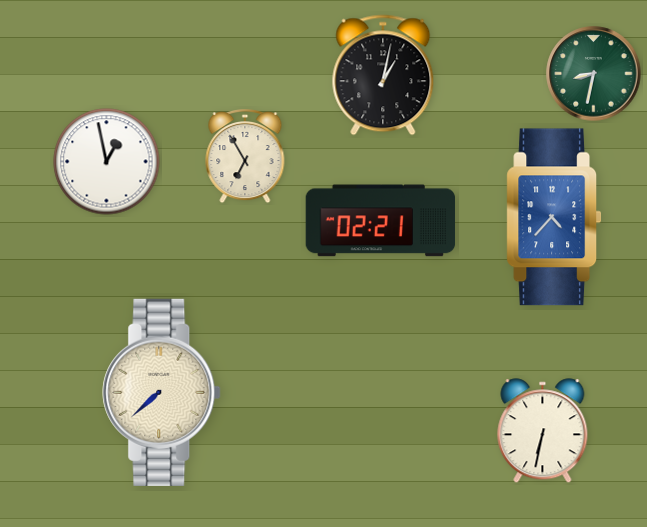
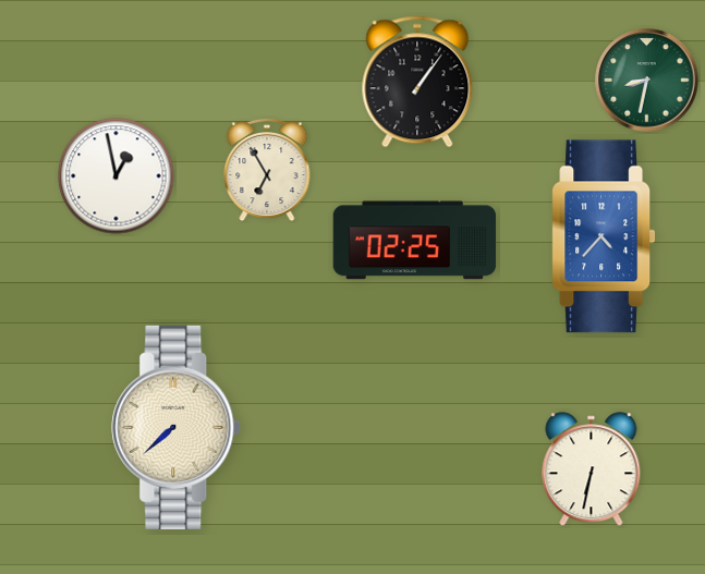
clock at (383, 75): 1:02 -> 1:06
clock at (381, 221): 02:21 -> 02:25
